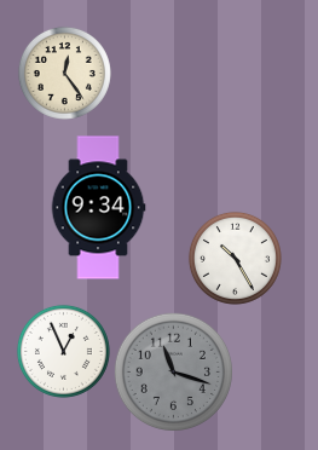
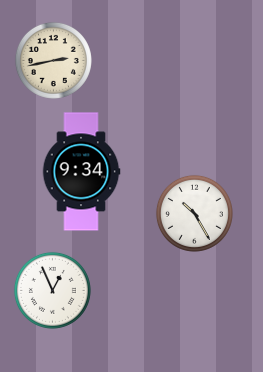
clock at (64, 73): 12:24 -> 2:43
clock at (173, 371): 11:18 -> none
